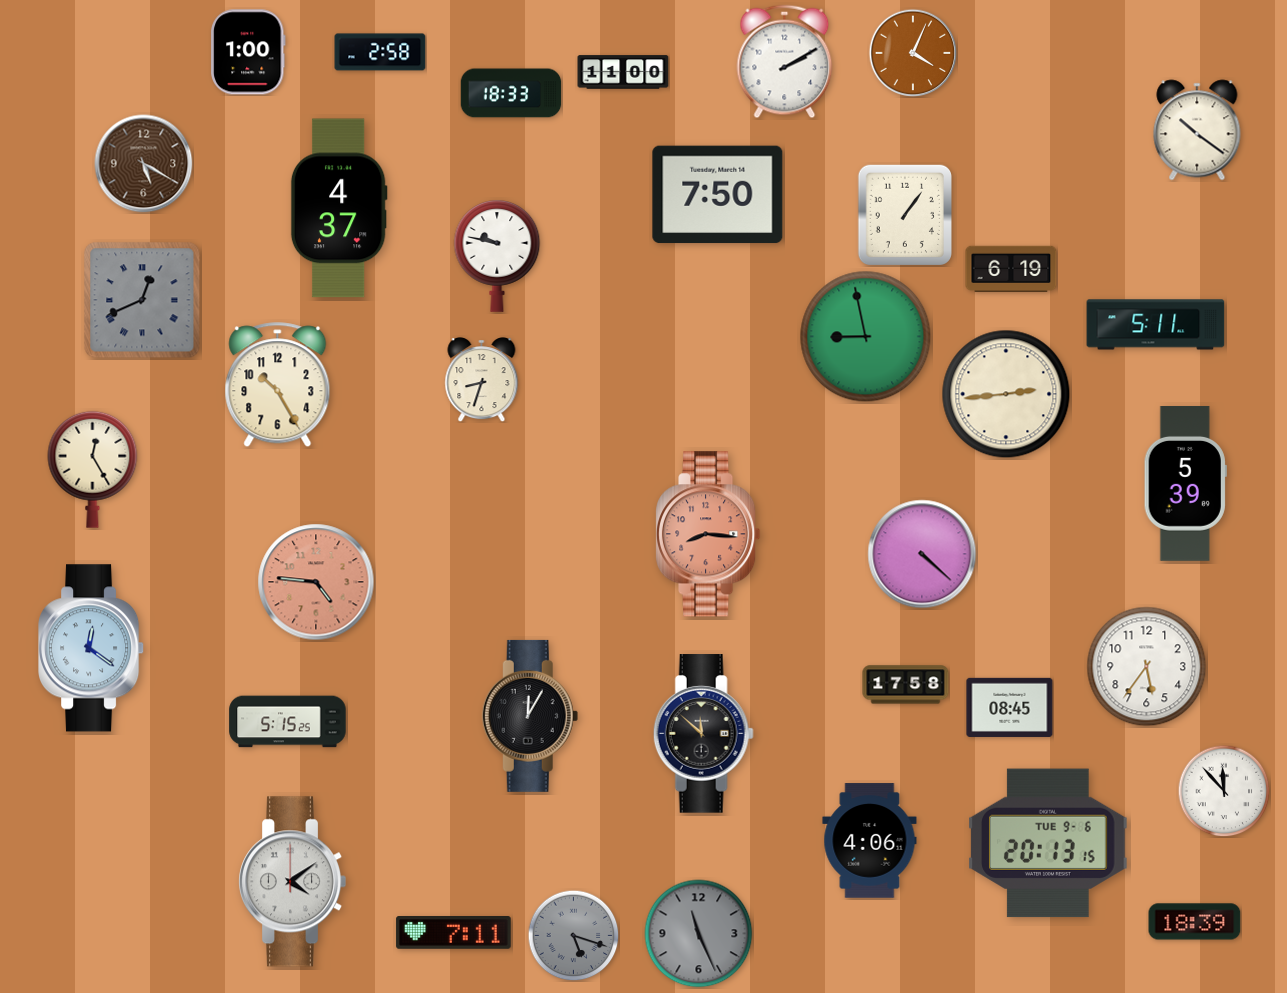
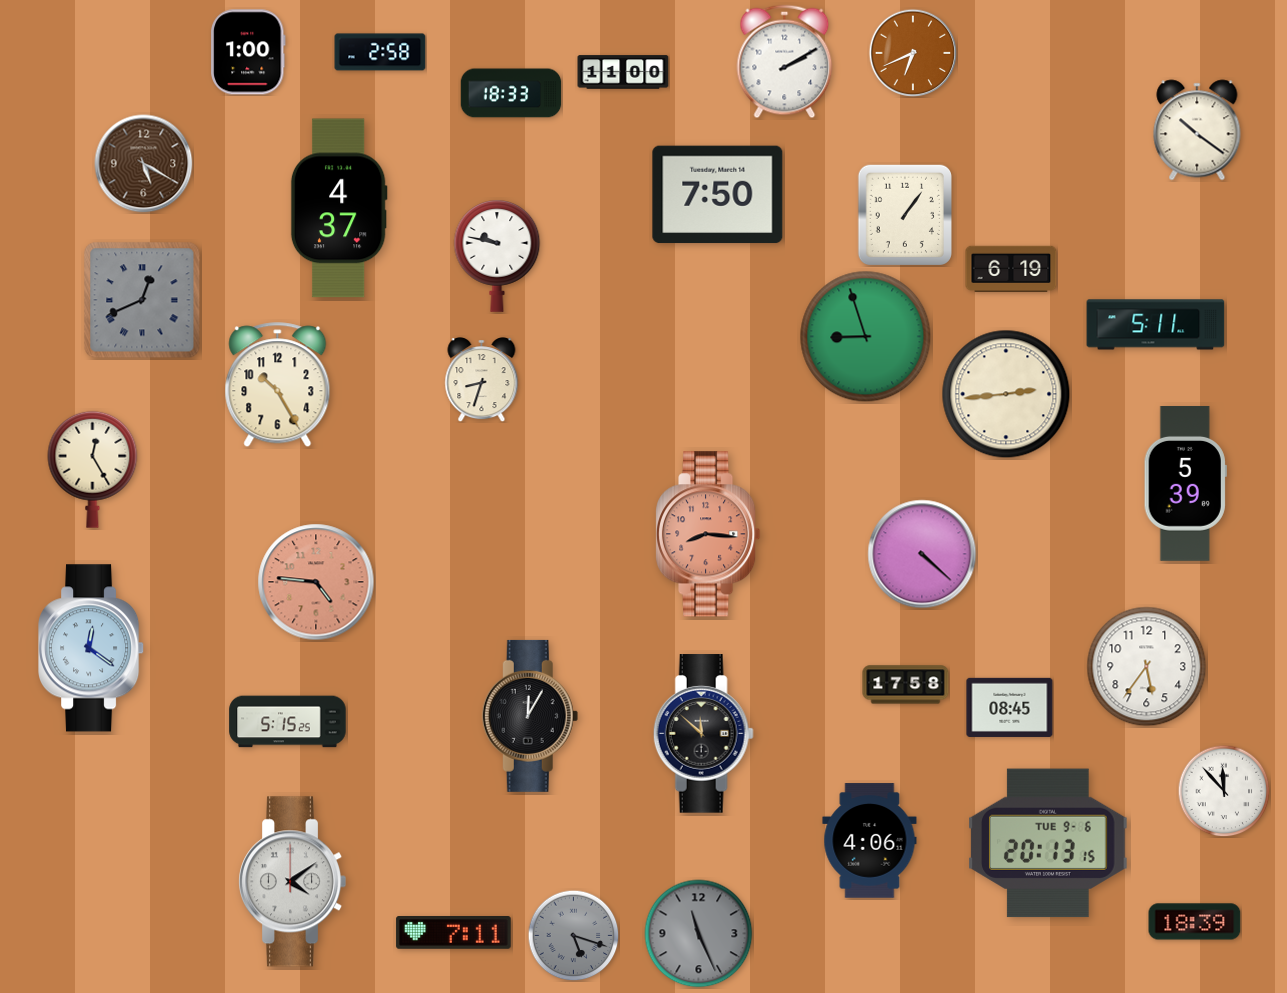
clock at (913, 53): 4:04 -> 6:41
clock at (866, 337): 8:58 -> 8:57
